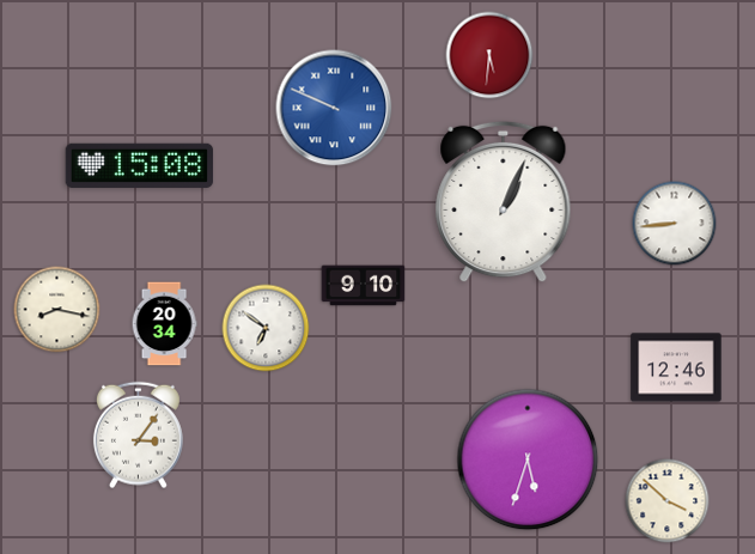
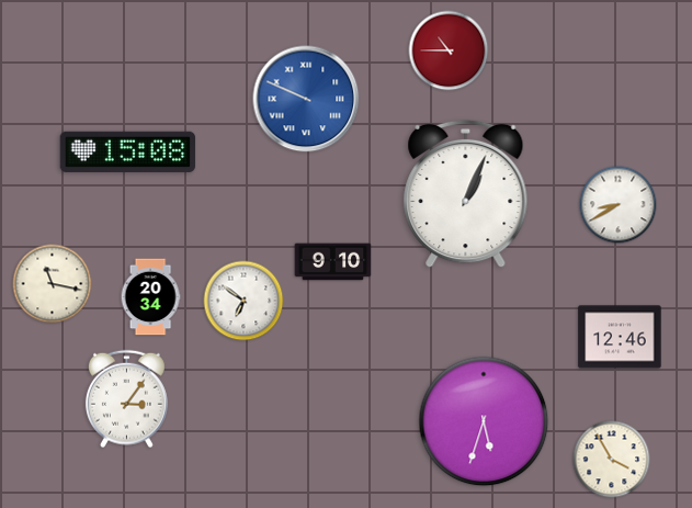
clock at (489, 55): 5:31 -> 10:45
clock at (504, 202) position: (504, 202) -> (466, 194)
clock at (675, 224): 8:44 -> 8:40
clock at (57, 310): 8:17 -> 11:17
clock at (668, 501): 3:52 -> 3:55
